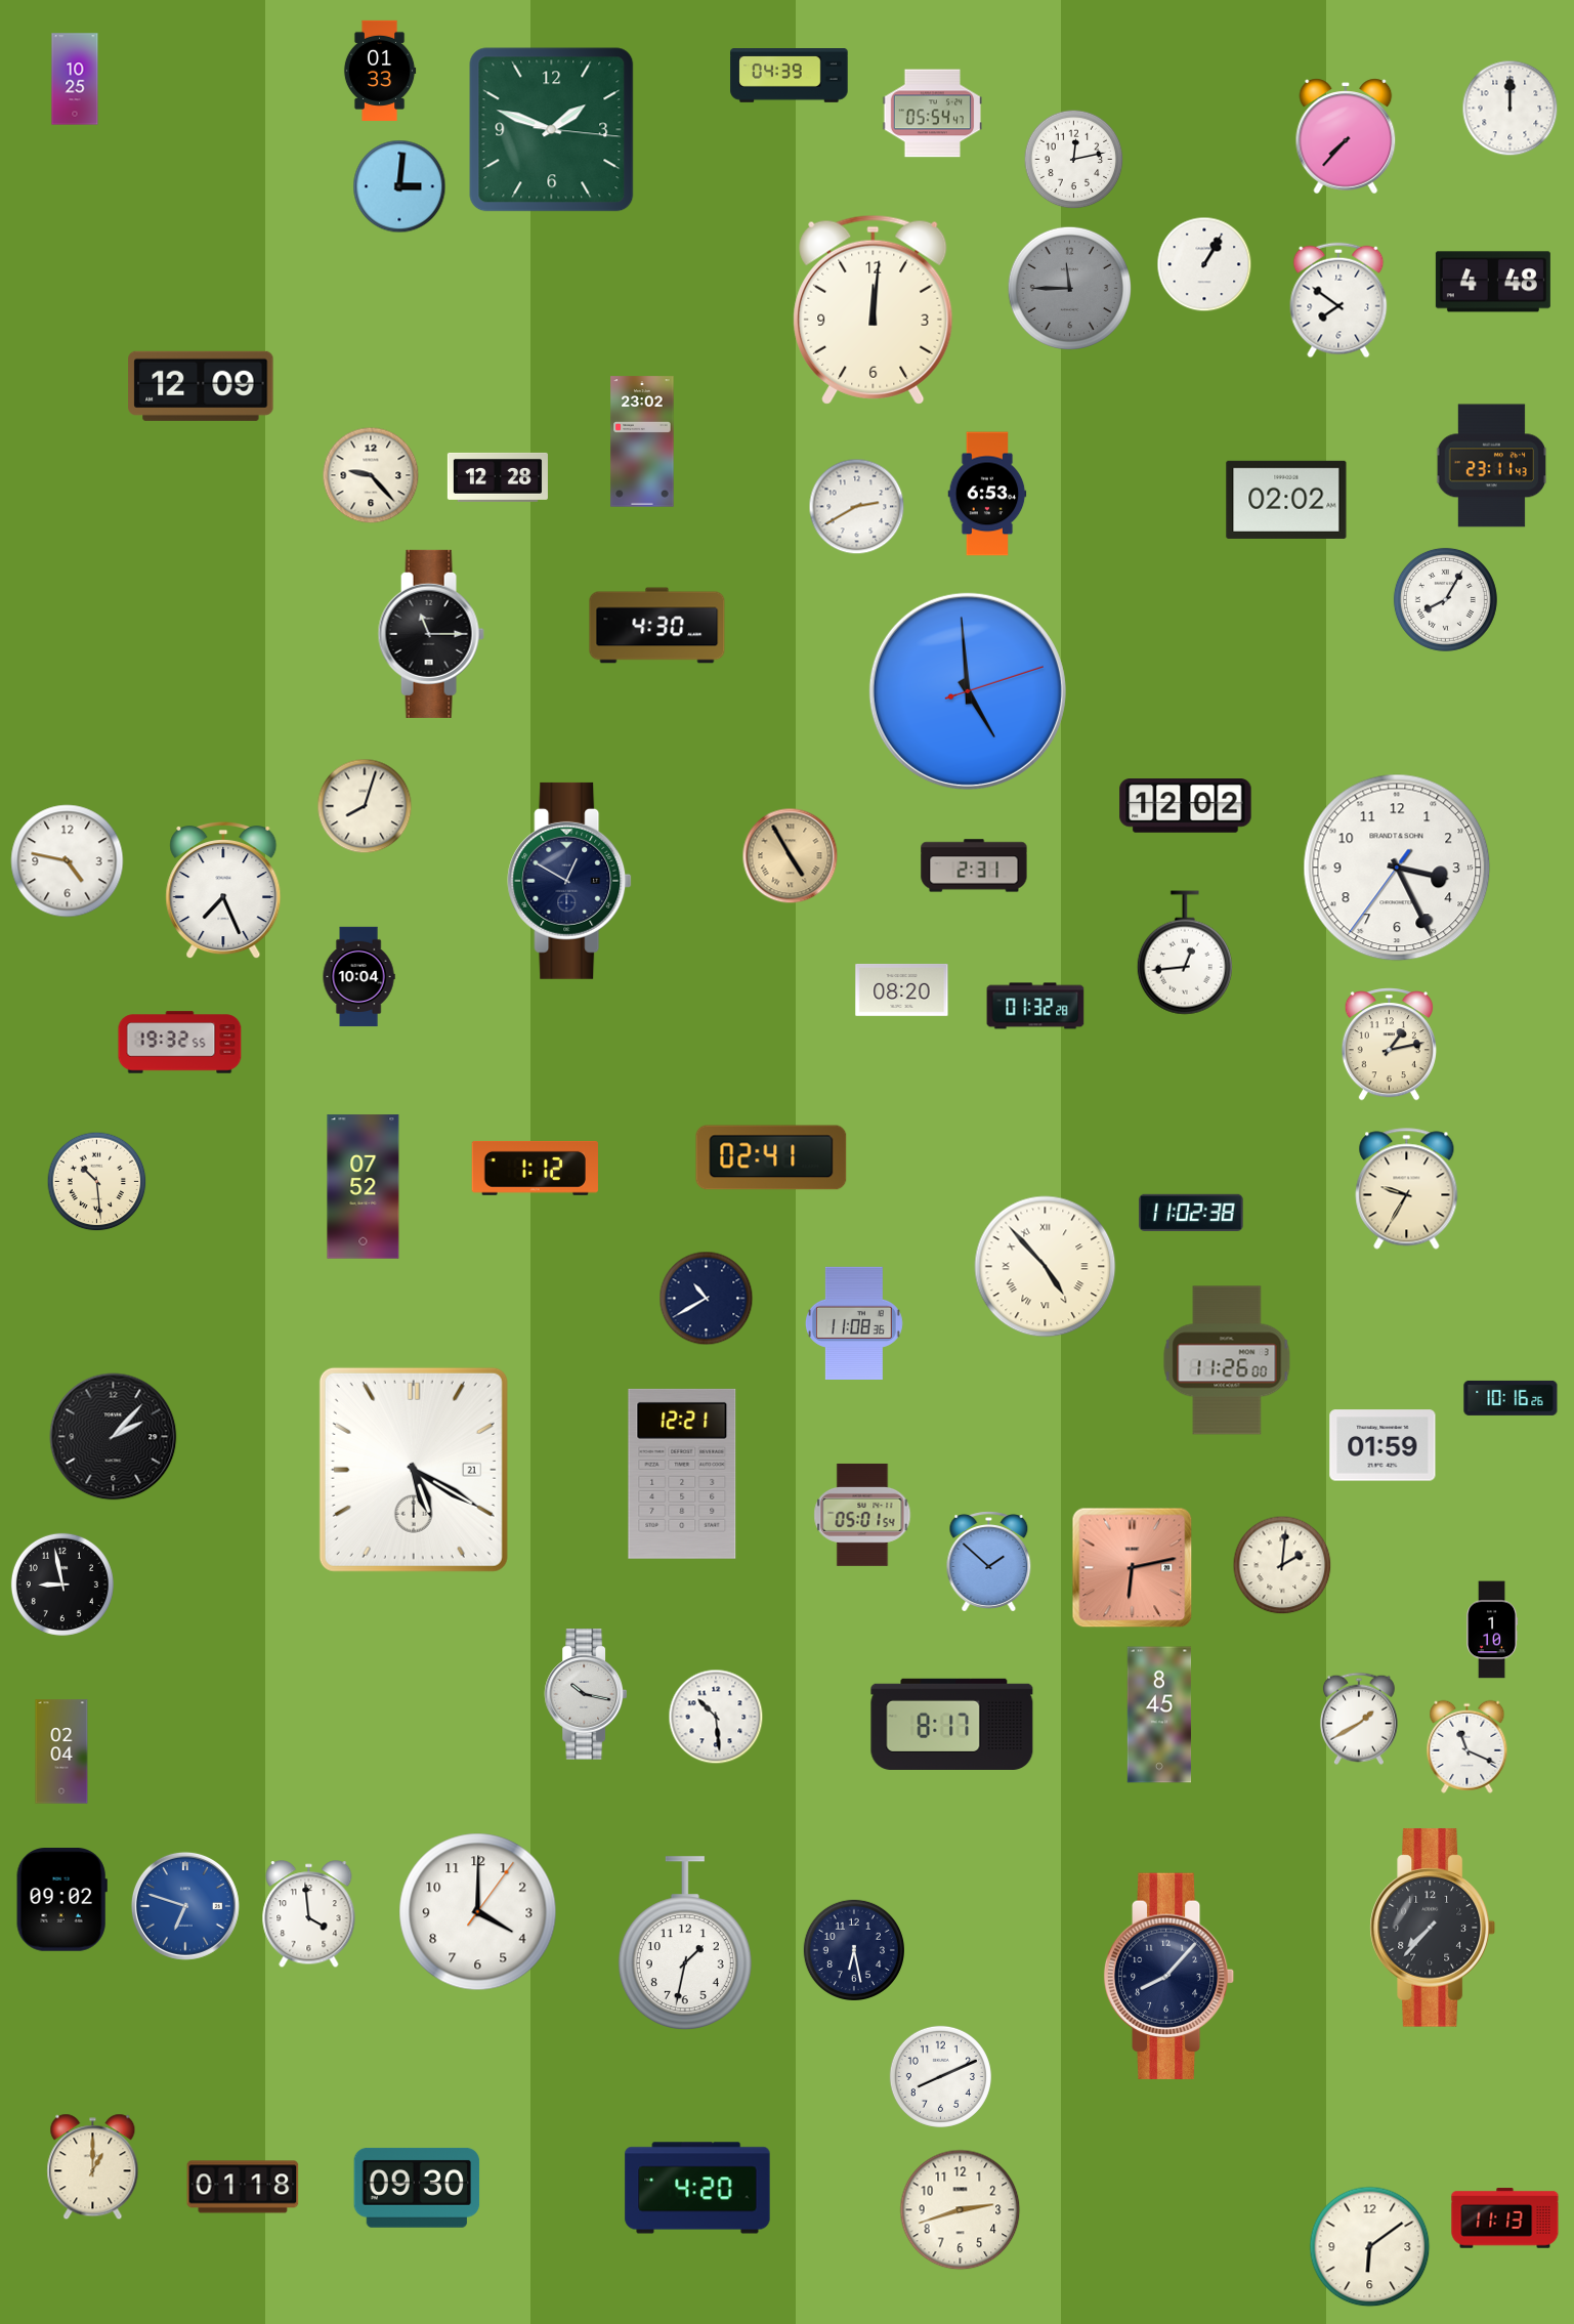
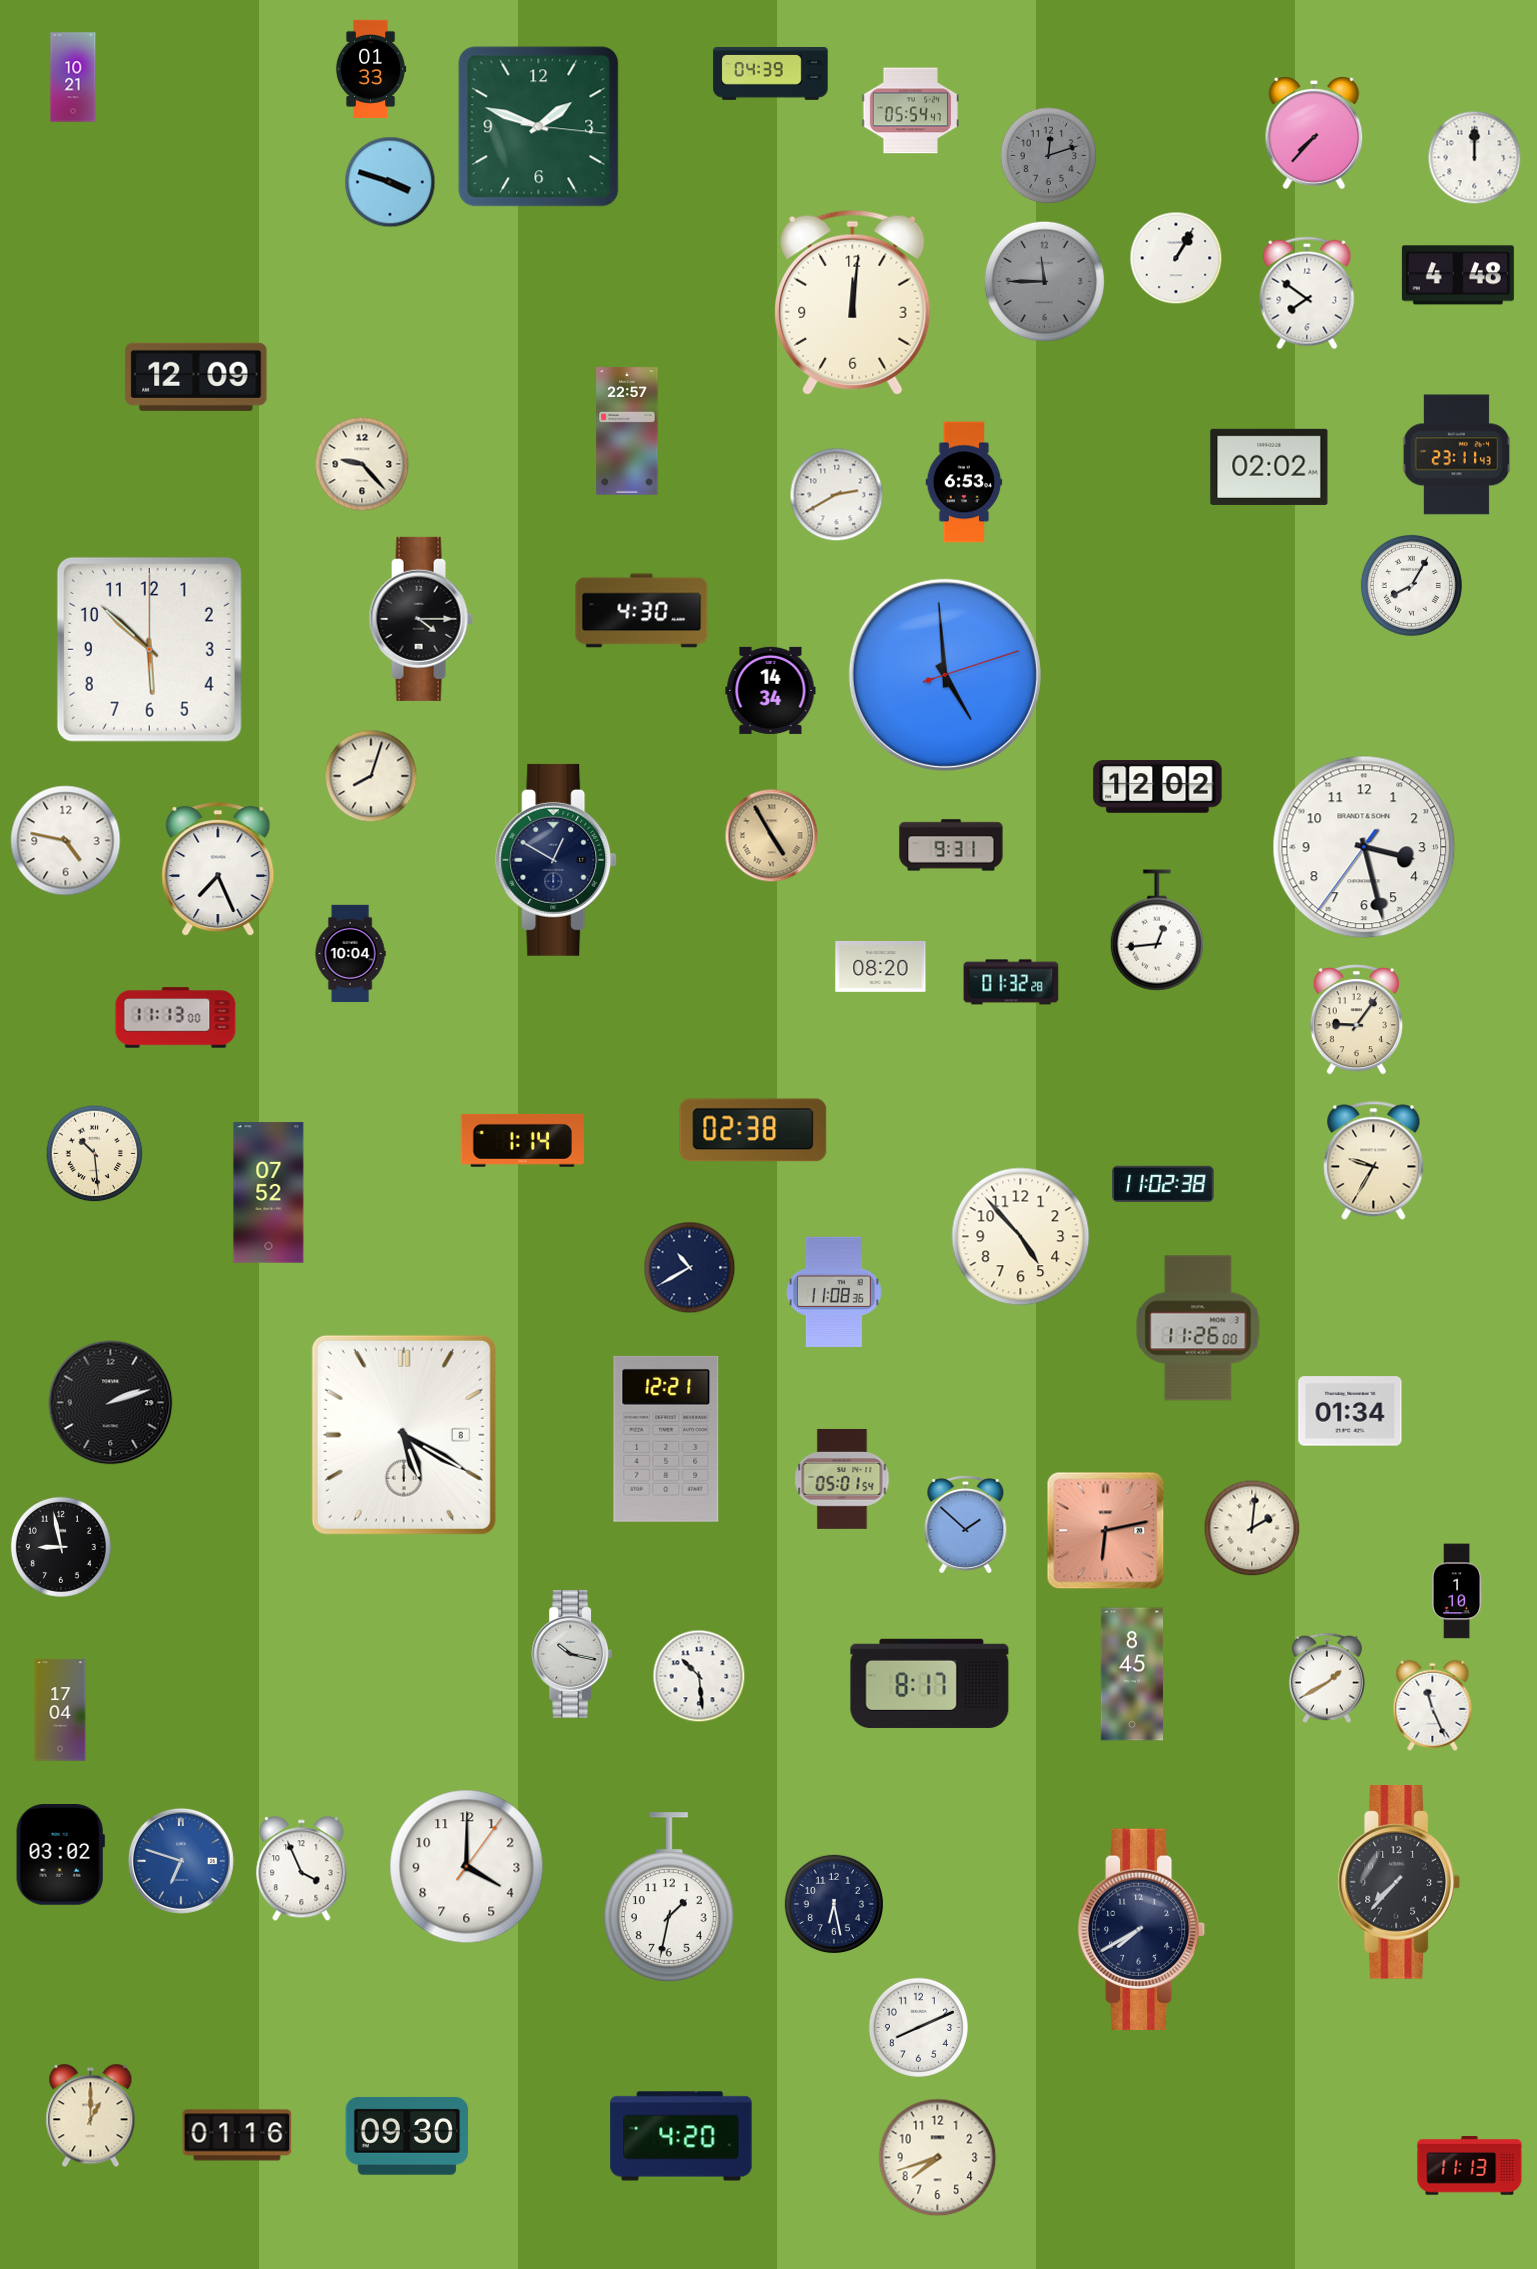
clock at (75, 79): 10:25 -> 10:21
clock at (1511, 109) position: (1511, 109) -> (1475, 158)
clock at (1074, 160): 12:13 -> 12:12
clock at (1074, 160) dial: white -> grey
clock at (399, 186): 3:01 -> 3:48
clock at (642, 441): 23:02 -> 22:57
clock at (498, 477): 12:28 -> none
clock at (1286, 500) position: (1286, 500) -> (1269, 467)
clock at (431, 634): 11:15 -> 4:15
clock at (149, 649): none -> 5:52
clock at (771, 690): none -> 14:34
clock at (365, 806) position: (365, 806) -> (371, 776)
clock at (974, 865): 2:31 -> 9:31
clock at (1397, 868): 3:25 -> 3:27
clock at (180, 1043): 19:32 -> 11:13
clock at (1389, 1045): 1:13 -> 9:06
clock at (771, 1157): 02:41 -> 02:38
clock at (535, 1168): 1:12 -> 1:14
clock at (364, 1187) position: (364, 1187) -> (269, 1193)
clock at (1046, 1267) numerals: Roman -> Arabic
clock at (1511, 1398): 10:16 -> none
clock at (114, 1437): 2:07 -> 2:12
clock at (1382, 1445): 01:59 -> 01:34
clock at (414, 1470) date: 21 -> 8
clock at (1467, 1746): 11:19 -> 11:26
clock at (61, 1751): 02:04 -> 17:04
clock at (61, 1900): 09:02 -> 03:02
clock at (309, 1914): 3:59 -> 3:56
clock at (1169, 1976): 8:07 -> 7:40
clock at (243, 2187): 01:18 -> 01:16
clock at (961, 2210): 2:42 -> 7:42
clock at (1370, 2247): 6:09 -> none
